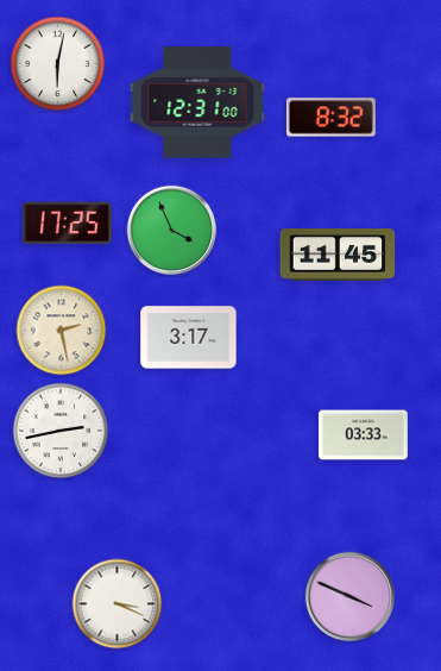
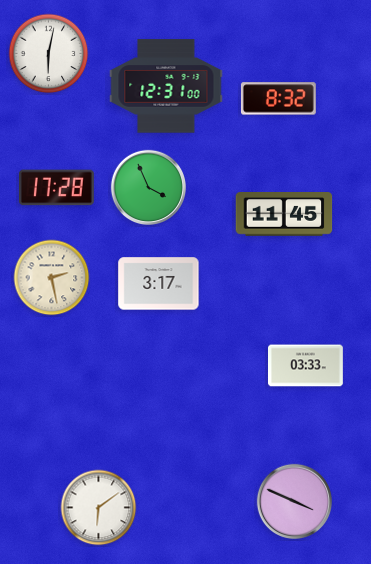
clock at (67, 224): 17:25 -> 17:28
clock at (171, 230) position: (171, 230) -> (148, 187)
clock at (61, 431): 2:43 -> none
clock at (118, 604): 3:19 -> 6:09
